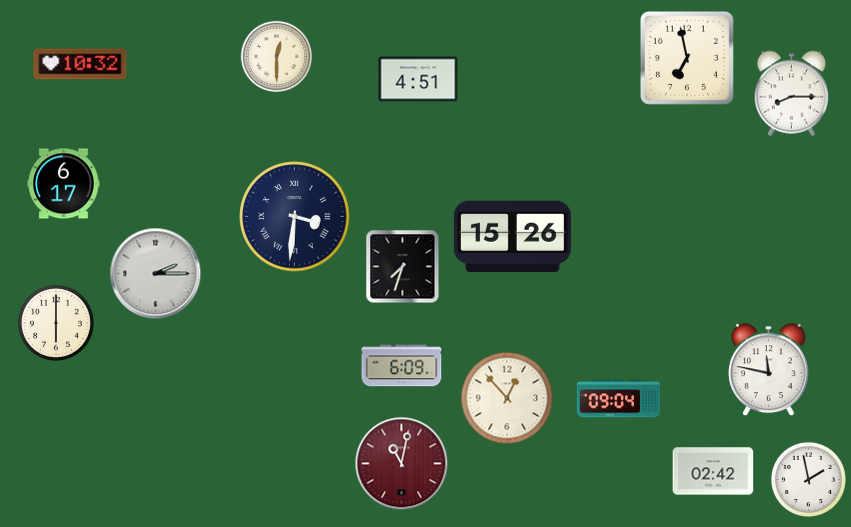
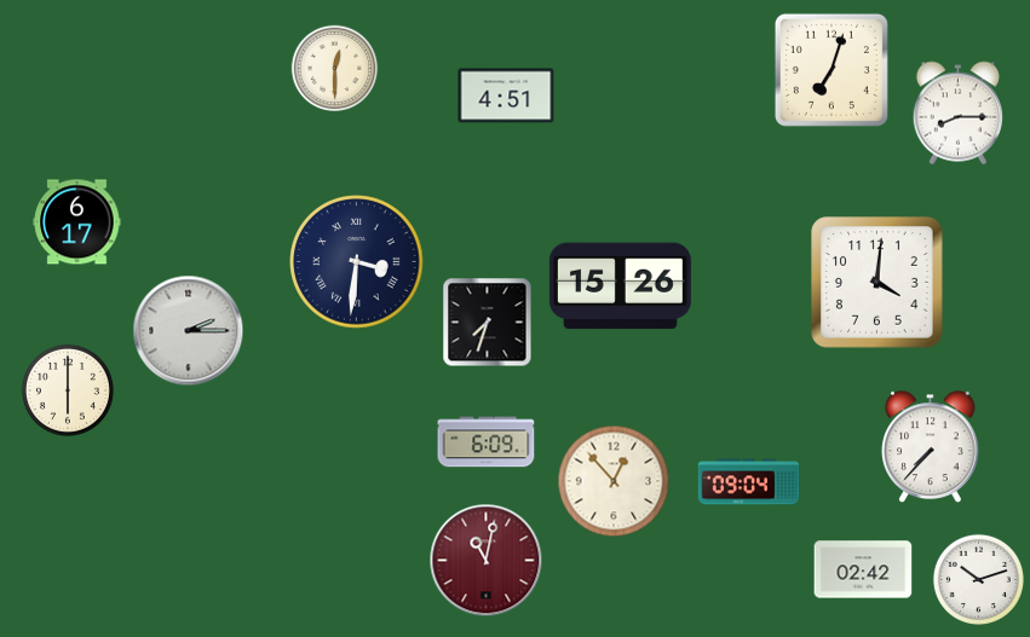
clock at (687, 58): 6:58 -> 7:03
clock at (80, 64): 10:32 -> none
clock at (877, 283): none -> 4:01
clock at (769, 370): 11:47 -> 7:37
clock at (808, 479): 1:58 -> 10:12
